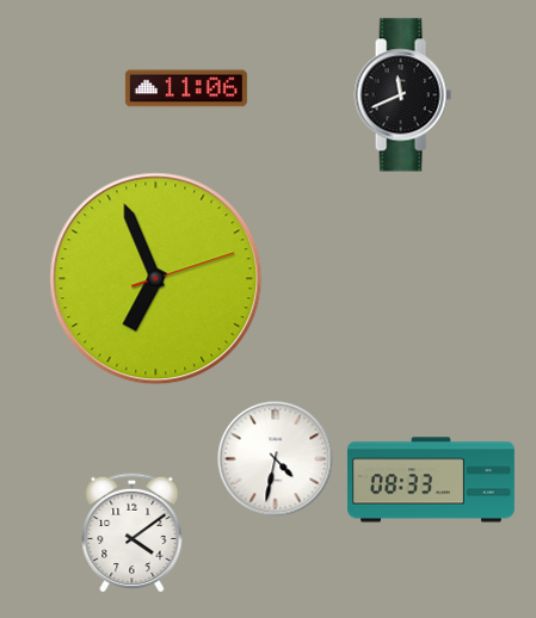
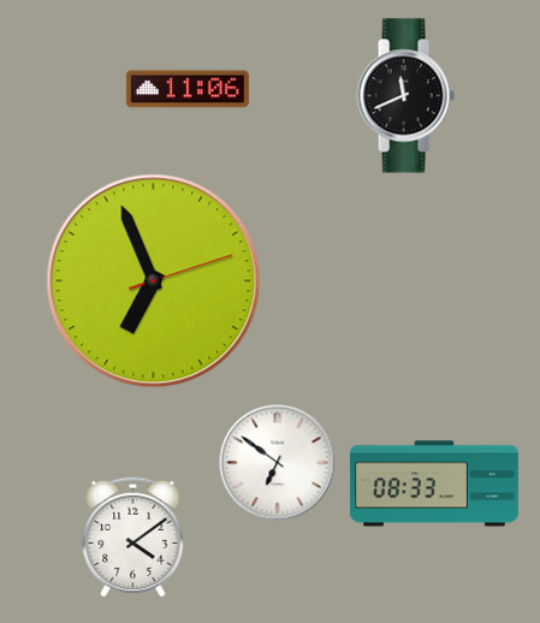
clock at (156, 279) position: (156, 279) -> (154, 281)
clock at (276, 459): 4:32 -> 6:51
